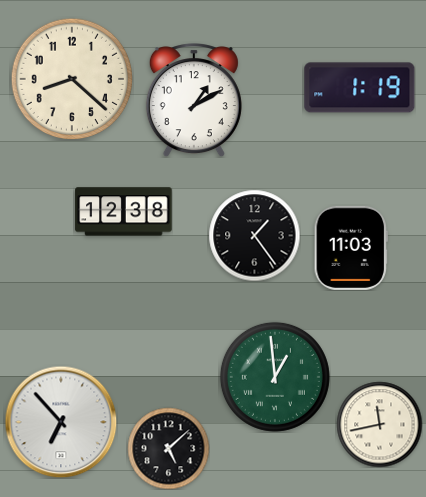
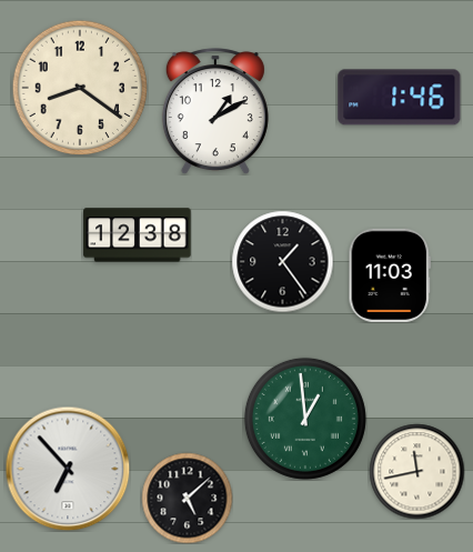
clock at (72, 79): 8:22 -> 8:21
clock at (360, 88): 1:19 -> 1:46
clock at (379, 424) position: (379, 424) -> (416, 471)
